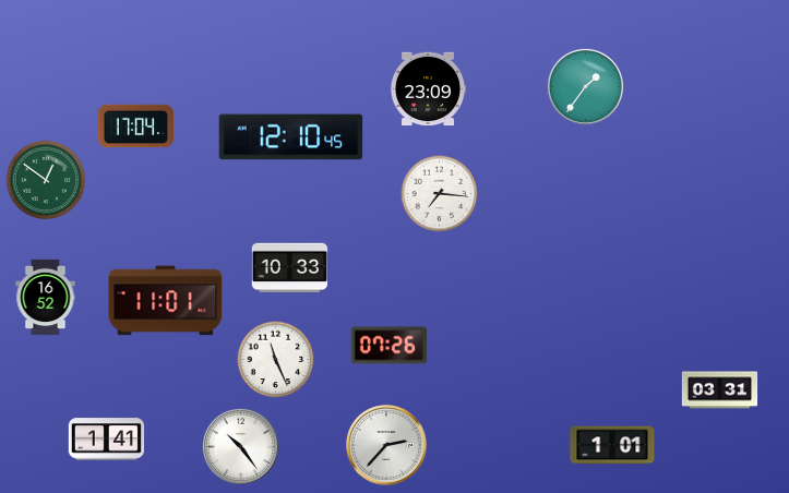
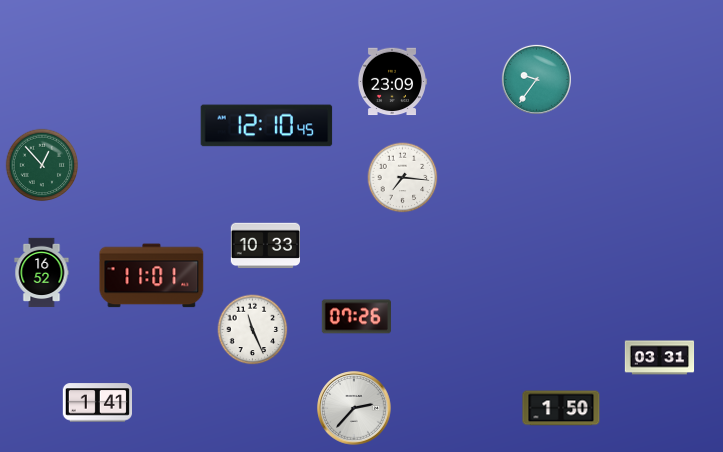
clock at (585, 86): 1:36 -> 9:36
clock at (135, 127): 17:04 -> none
clock at (46, 180): 12:51 -> 12:53
clock at (612, 445): 1:01 -> 1:50
clock at (240, 446): 10:24 -> none
